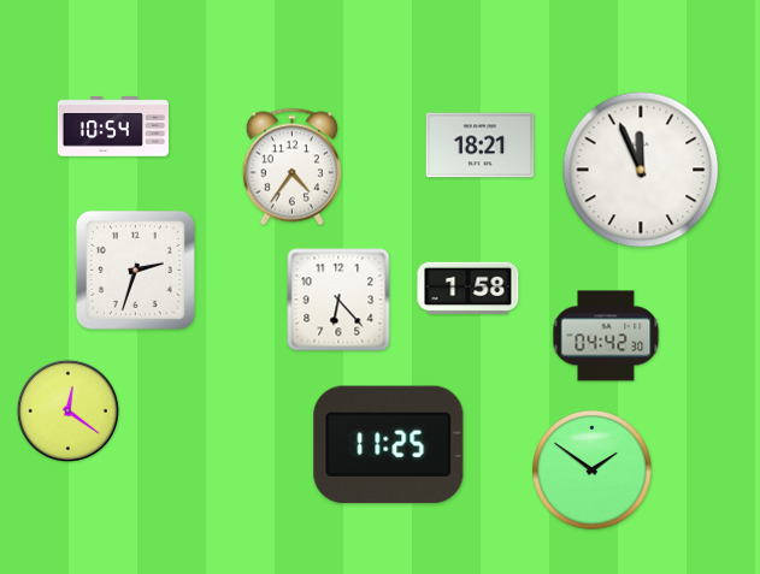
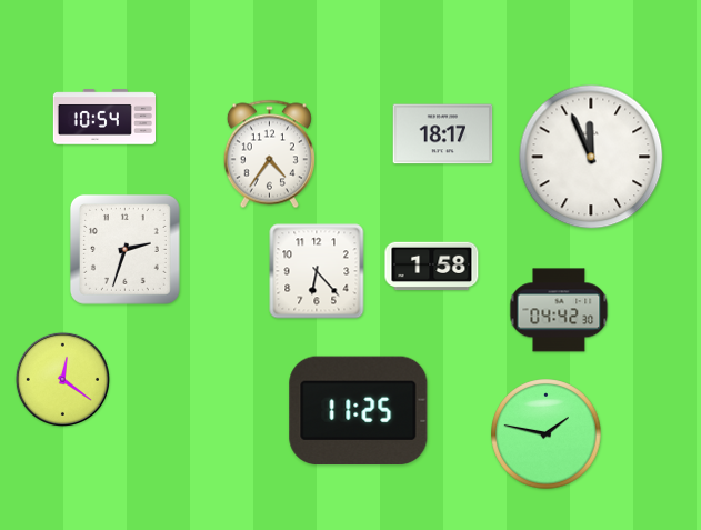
clock at (481, 146): 18:21 -> 18:17
clock at (338, 300) position: (338, 300) -> (317, 271)
clock at (593, 471): 1:51 -> 1:47
